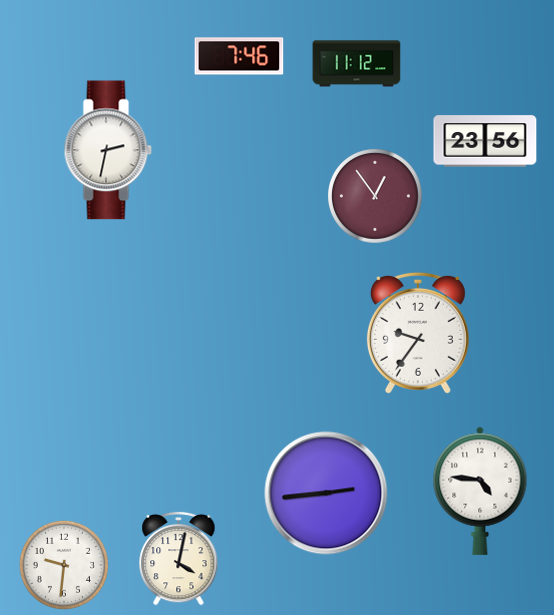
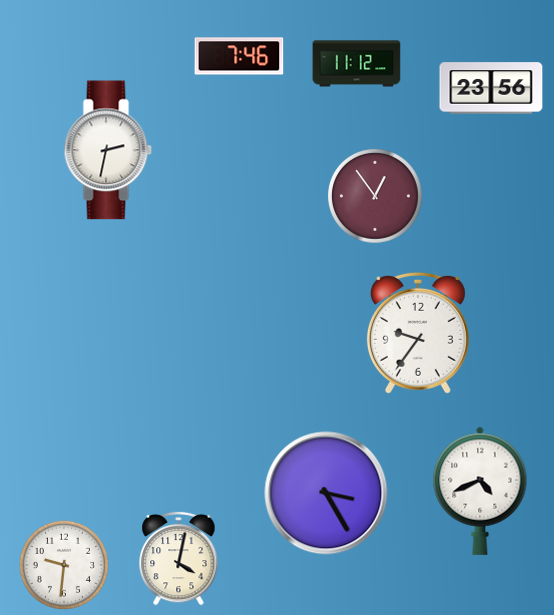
clock at (485, 141) position: (485, 141) -> (491, 88)
clock at (480, 491): 4:46 -> 4:41
clock at (326, 493): 2:44 -> 3:25
